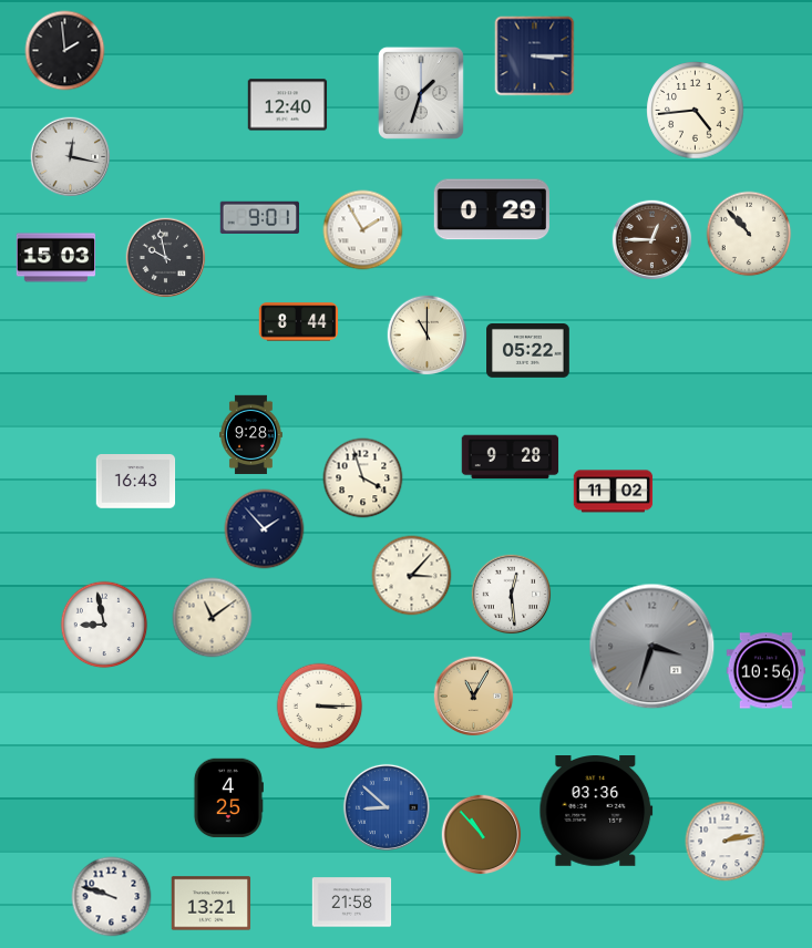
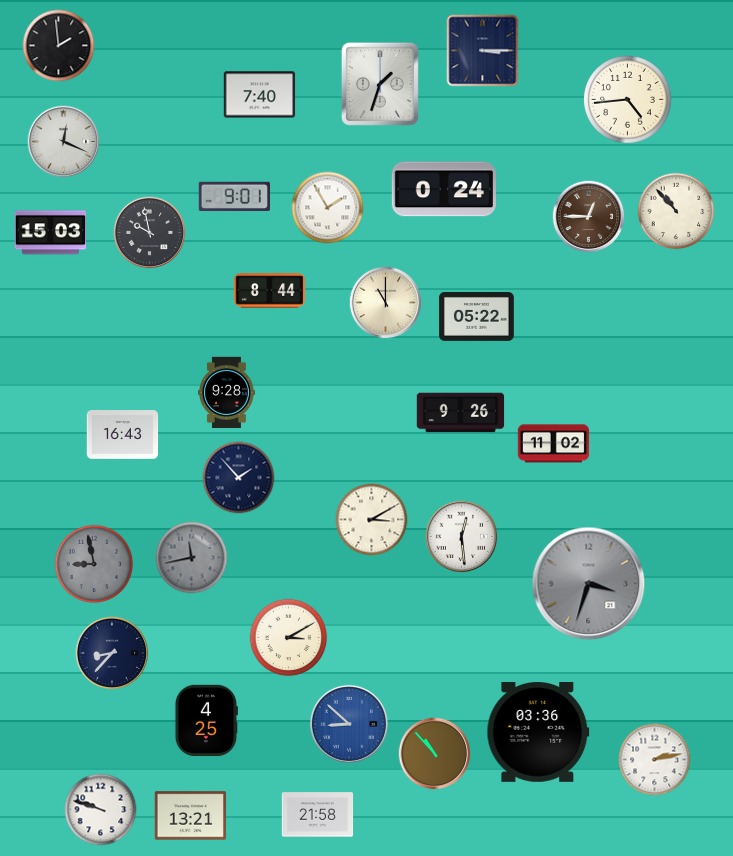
clock at (288, 105): 12:40 -> 7:40
clock at (71, 157): 12:17 -> 12:19
clock at (492, 209): 0:29 -> 0:24
clock at (511, 457): 9:28 -> 9:26
clock at (363, 478): 3:57 -> none
clock at (412, 576): 3:07 -> 3:10
clock at (213, 618): 11:09 -> 11:43
clock at (213, 618) dial: cream -> grey
clock at (104, 625) dial: white -> grey
clock at (767, 671): 10:56 -> none
clock at (474, 697): 11:05 -> none
clock at (320, 707): 3:15 -> 3:10
clock at (112, 653): none -> 8:37
clock at (387, 807) position: (387, 807) -> (349, 724)
